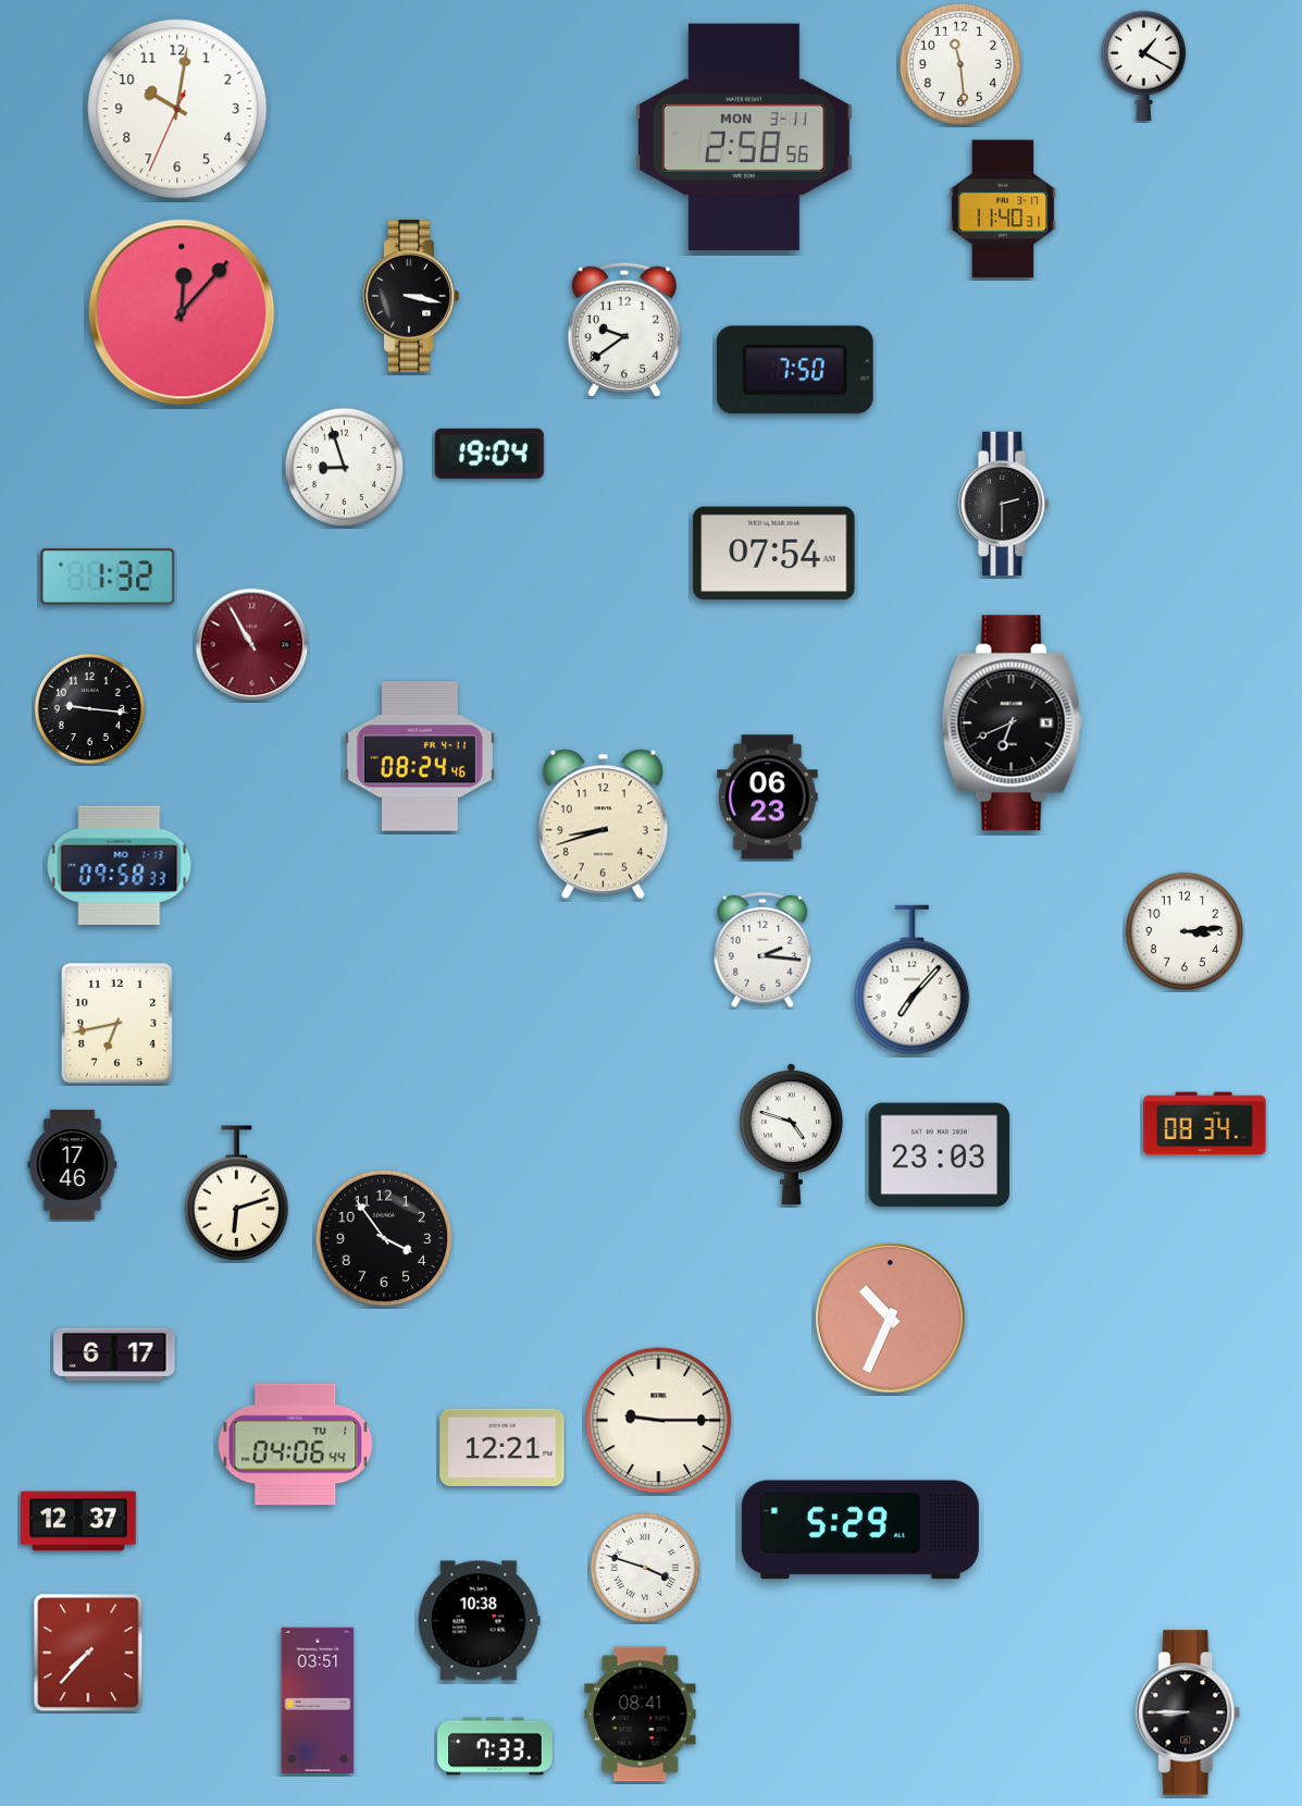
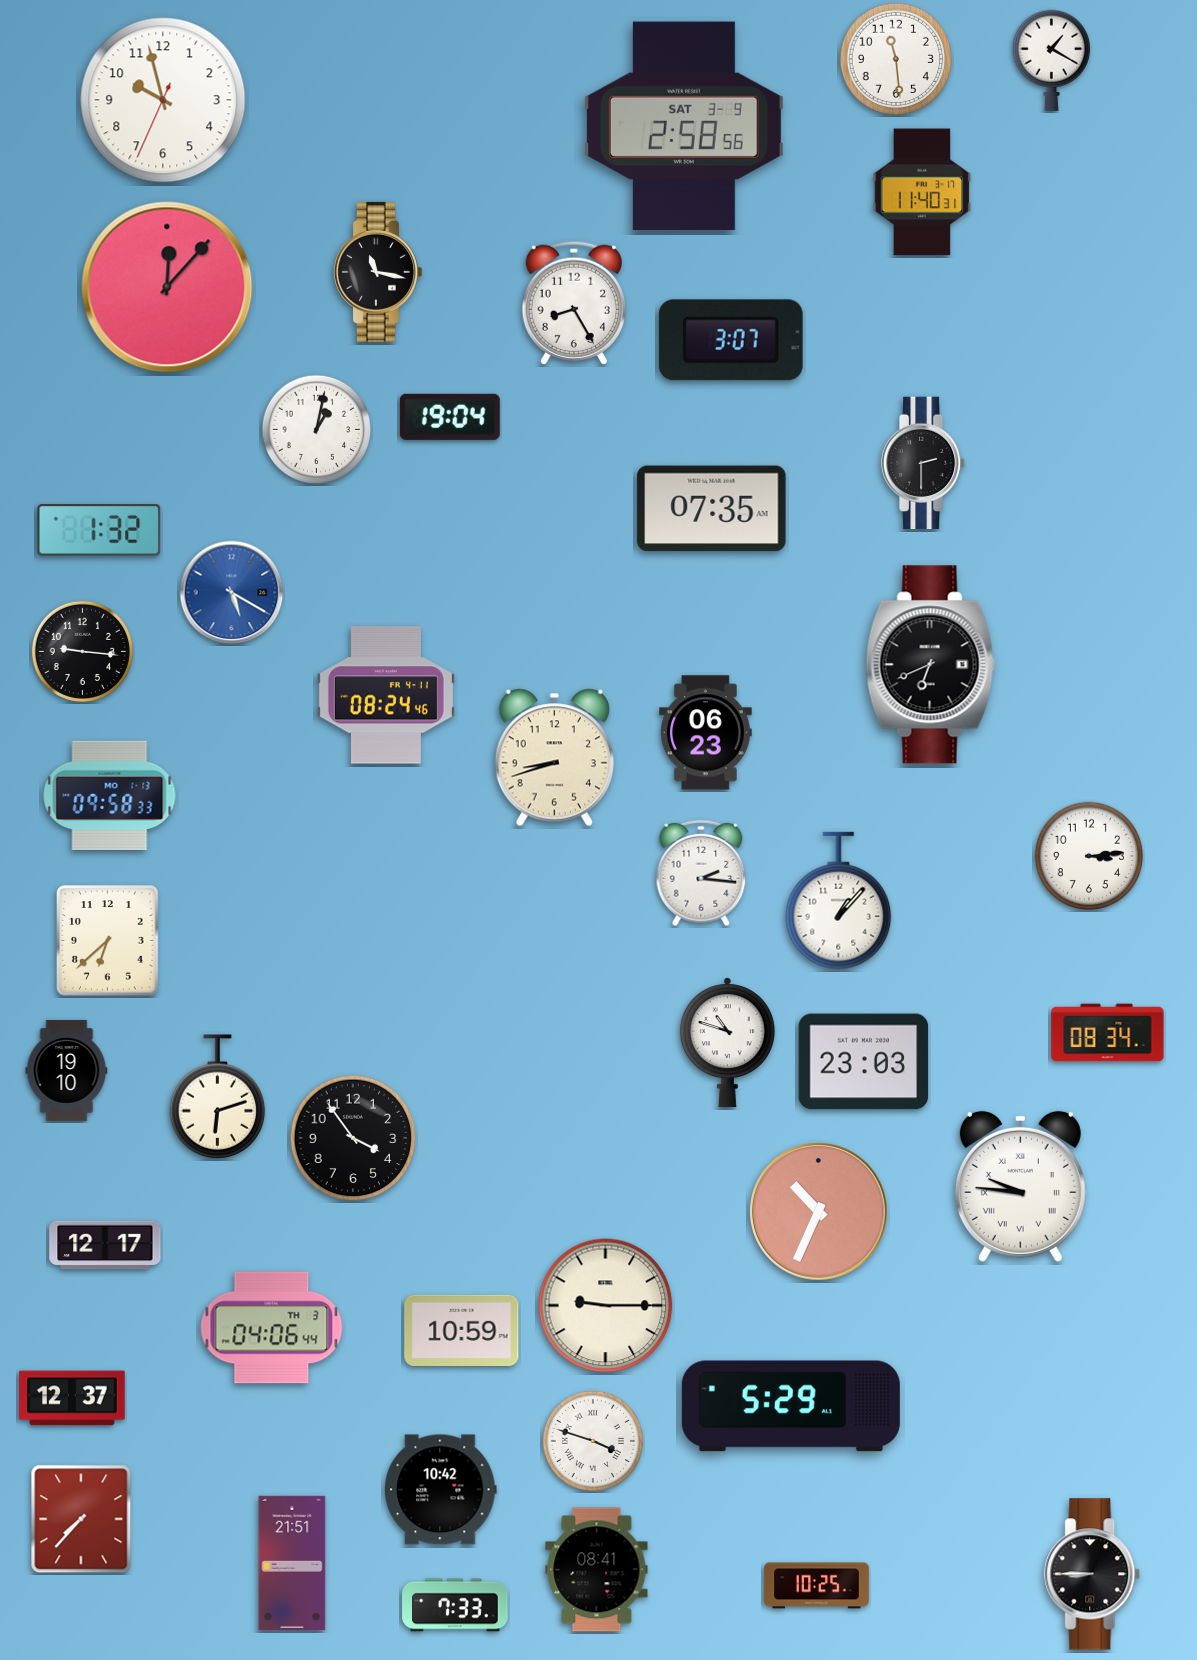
clock at (960, 64) position: (960, 64) -> (896, 59)
clock at (177, 109): 10:01 -> 9:57
clock at (744, 137) date: MON 3-11 -> SAT 3-9
clock at (410, 296): 3:17 -> 11:17
clock at (624, 330): 9:39 -> 8:25
clock at (795, 370): 7:50 -> 3:07
clock at (345, 468): 8:57 -> 1:02
clock at (774, 554): 07:54 -> 07:35
clock at (252, 645): 10:55 -> 5:20
clock at (252, 645) dial: burgundy -> blue
clock at (913, 980): 7:07 -> 1:07
clock at (117, 1024): 6:43 -> 6:38
clock at (791, 1135): 4:48 -> 10:48
clock at (73, 1164): 17:46 -> 19:10
clock at (1020, 1186): none -> 9:46
clock at (114, 1354): 6:17 -> 12:17
clock at (296, 1445) date: TU 1 -> TH 3
clock at (503, 1447): 12:21 -> 10:59
clock at (480, 1621): 10:38 -> 10:42
clock at (318, 1699): 03:51 -> 21:51
clock at (641, 1715) position: (641, 1715) -> (597, 1570)
clock at (817, 1586): none -> 10:25
